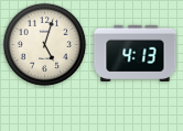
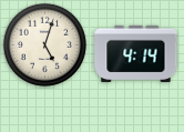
clock at (136, 53): 4:13 -> 4:14
